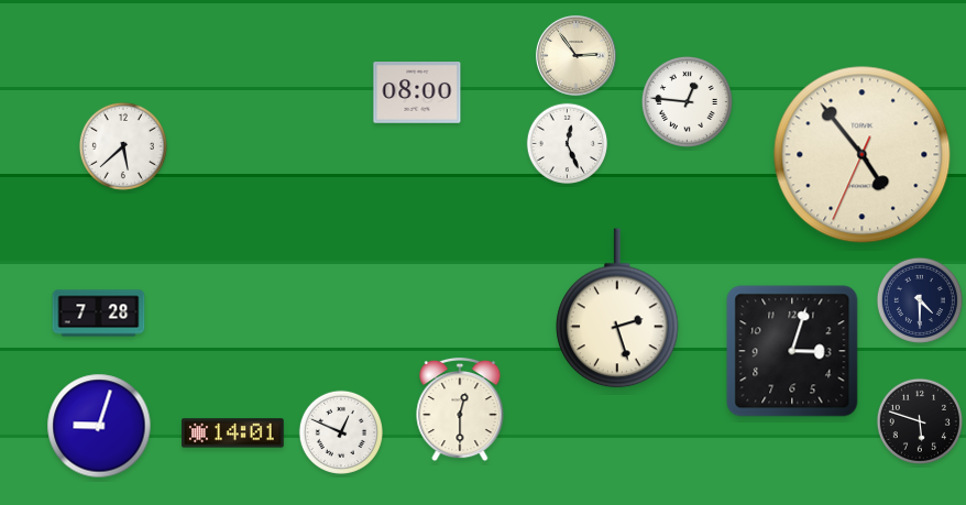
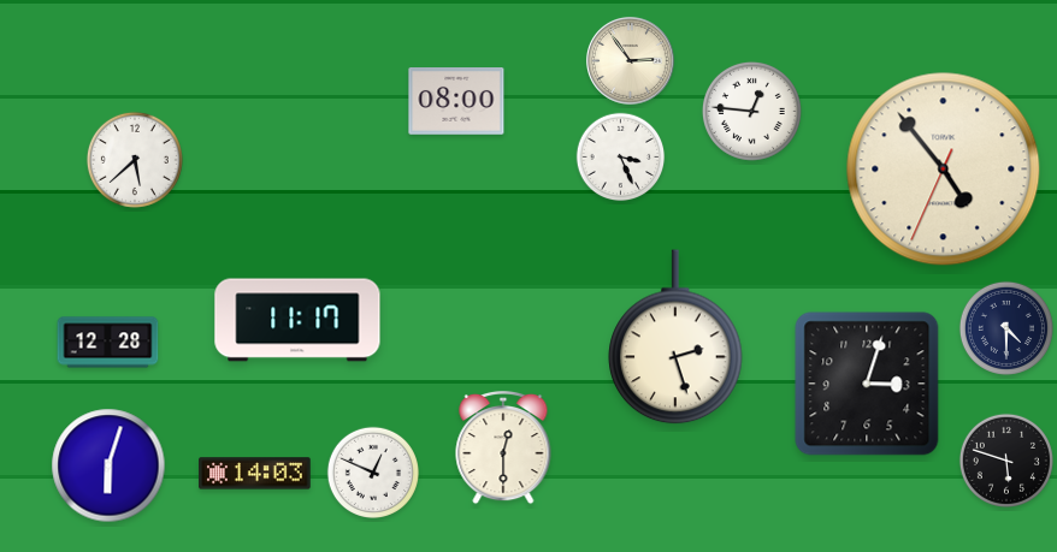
clock at (568, 144): 12:26 -> 3:26
clock at (297, 320): none -> 11:17
clock at (99, 314): 7:28 -> 12:28
clock at (99, 426): 9:03 -> 6:03
clock at (233, 433): 14:01 -> 14:03
